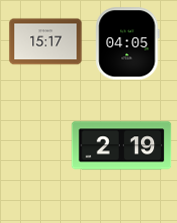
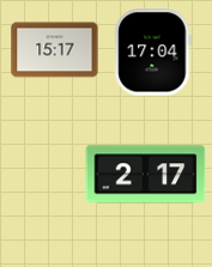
clock at (128, 44): 04:05 -> 17:04
clock at (122, 146): 2:19 -> 2:17
